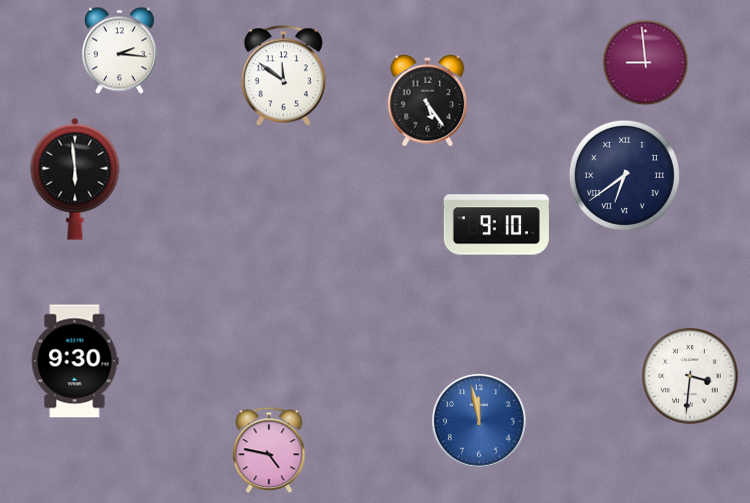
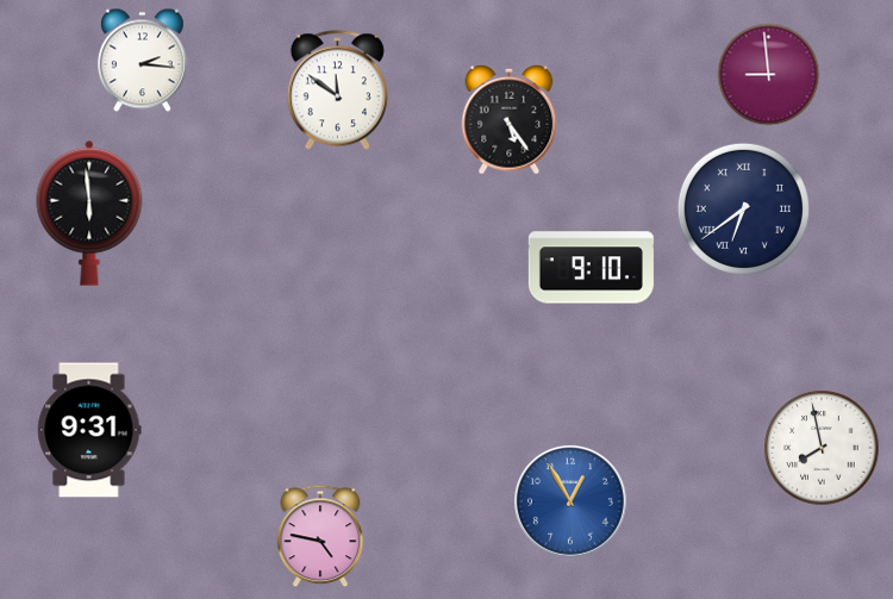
clock at (75, 361): 9:30 -> 9:31
clock at (690, 376): 3:31 -> 7:58
clock at (480, 422): 11:58 -> 12:55
